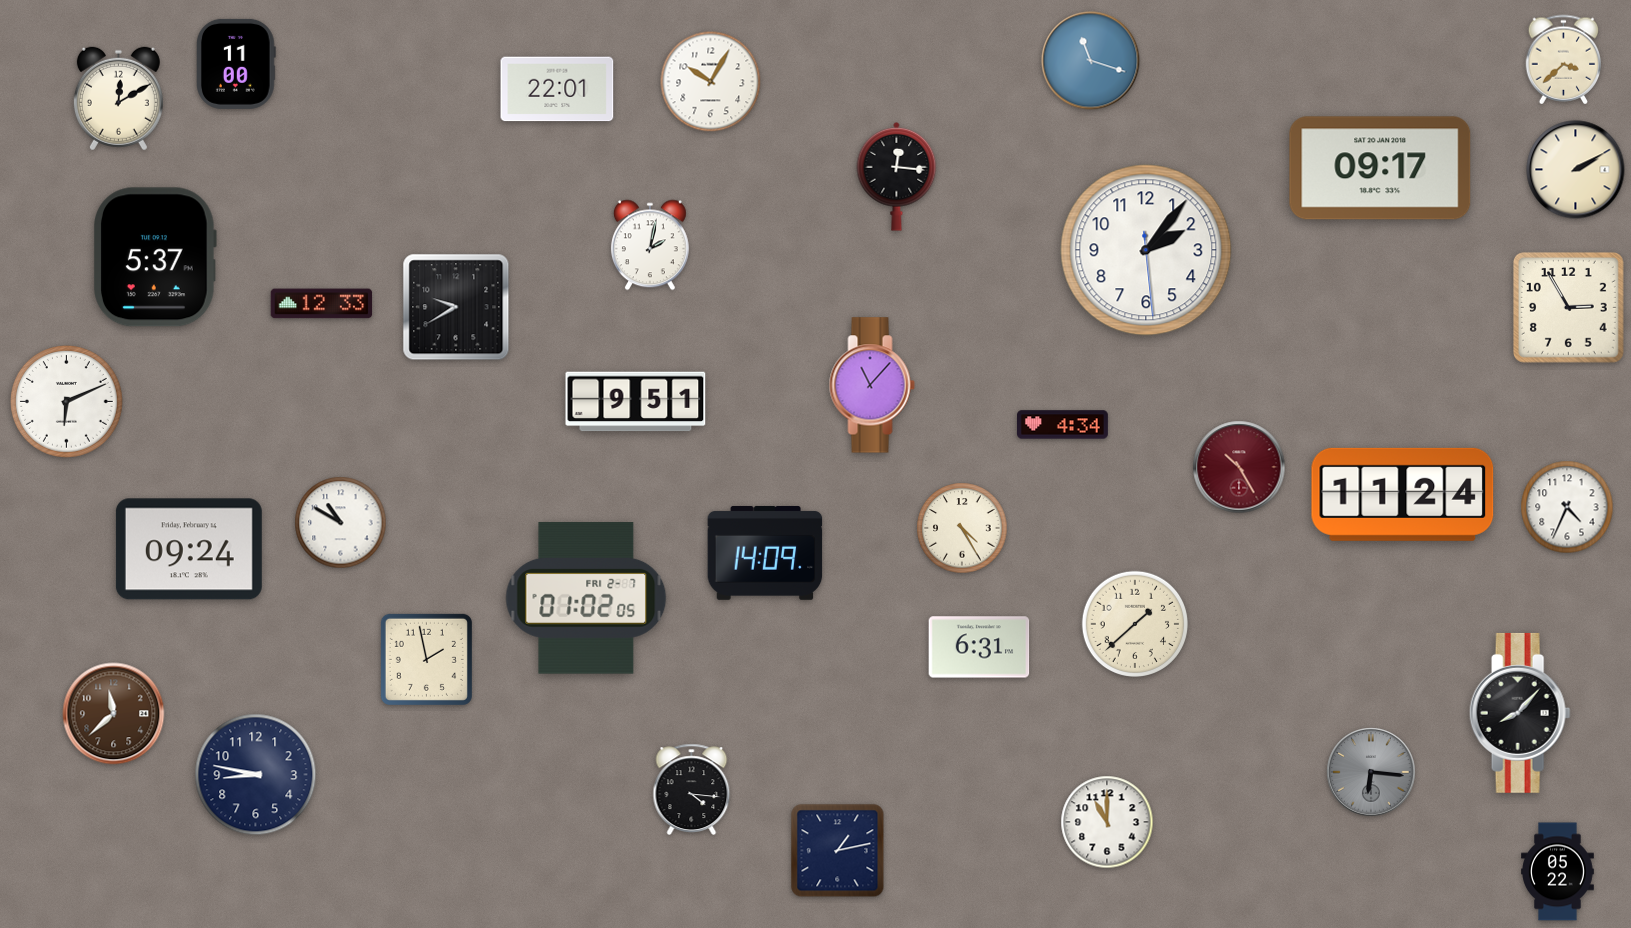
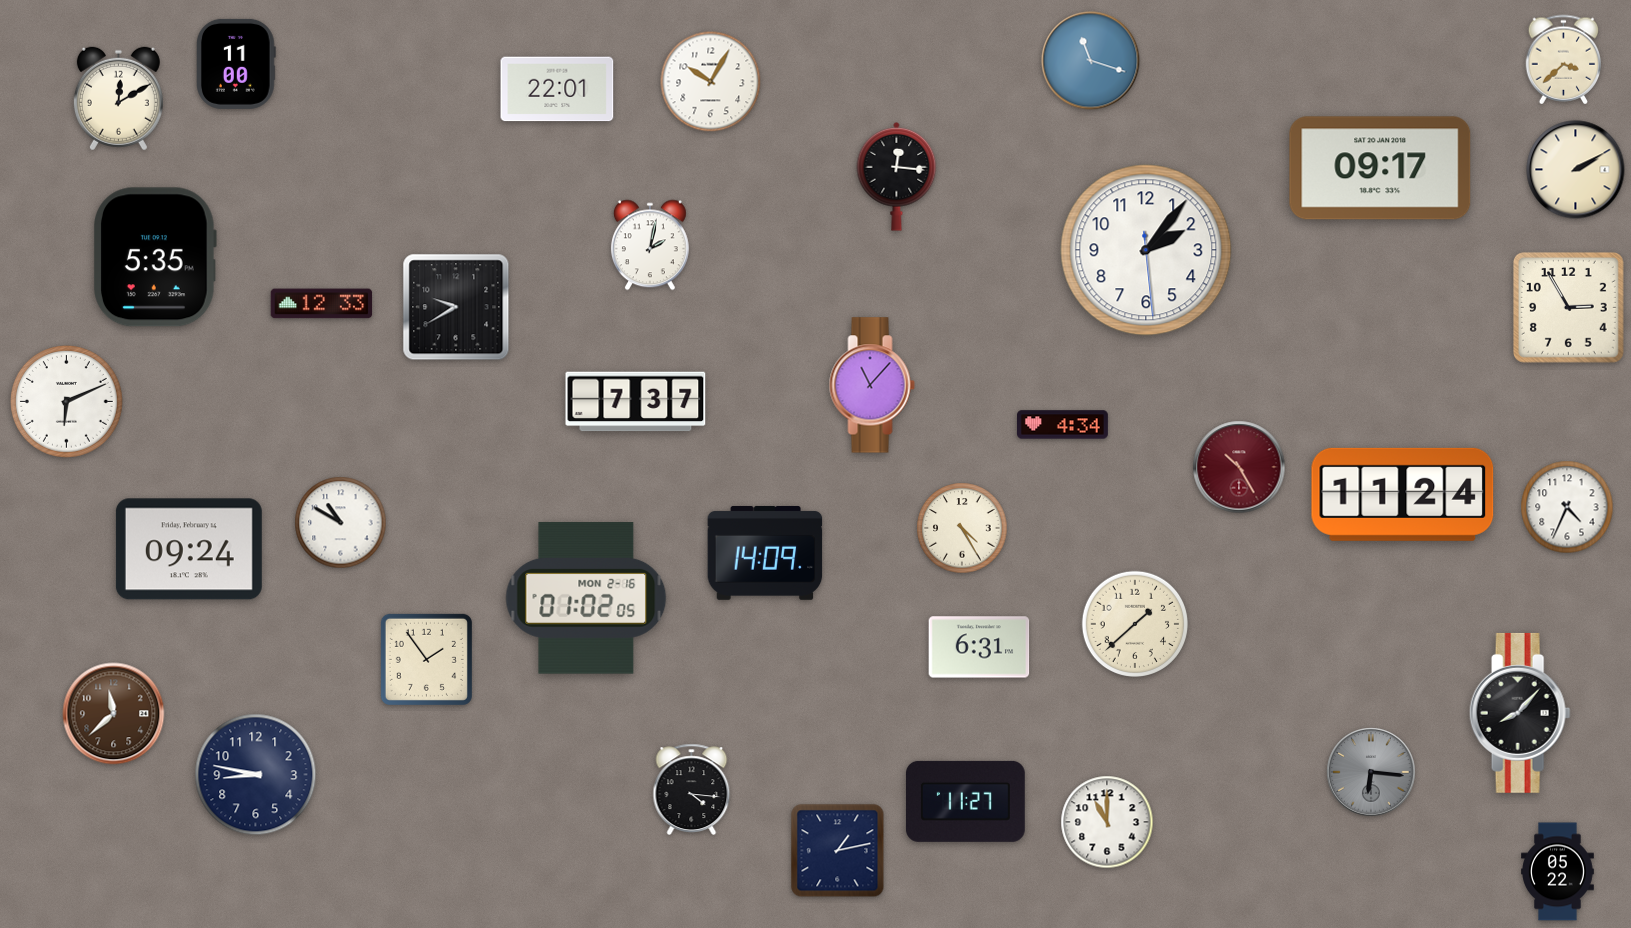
clock at (155, 257): 5:37 -> 5:35
clock at (636, 402): 9:51 -> 7:37
clock at (586, 598) date: FRI 2-7 -> MON 2-16
clock at (426, 659): 1:58 -> 1:54
clock at (965, 801): none -> 11:27
